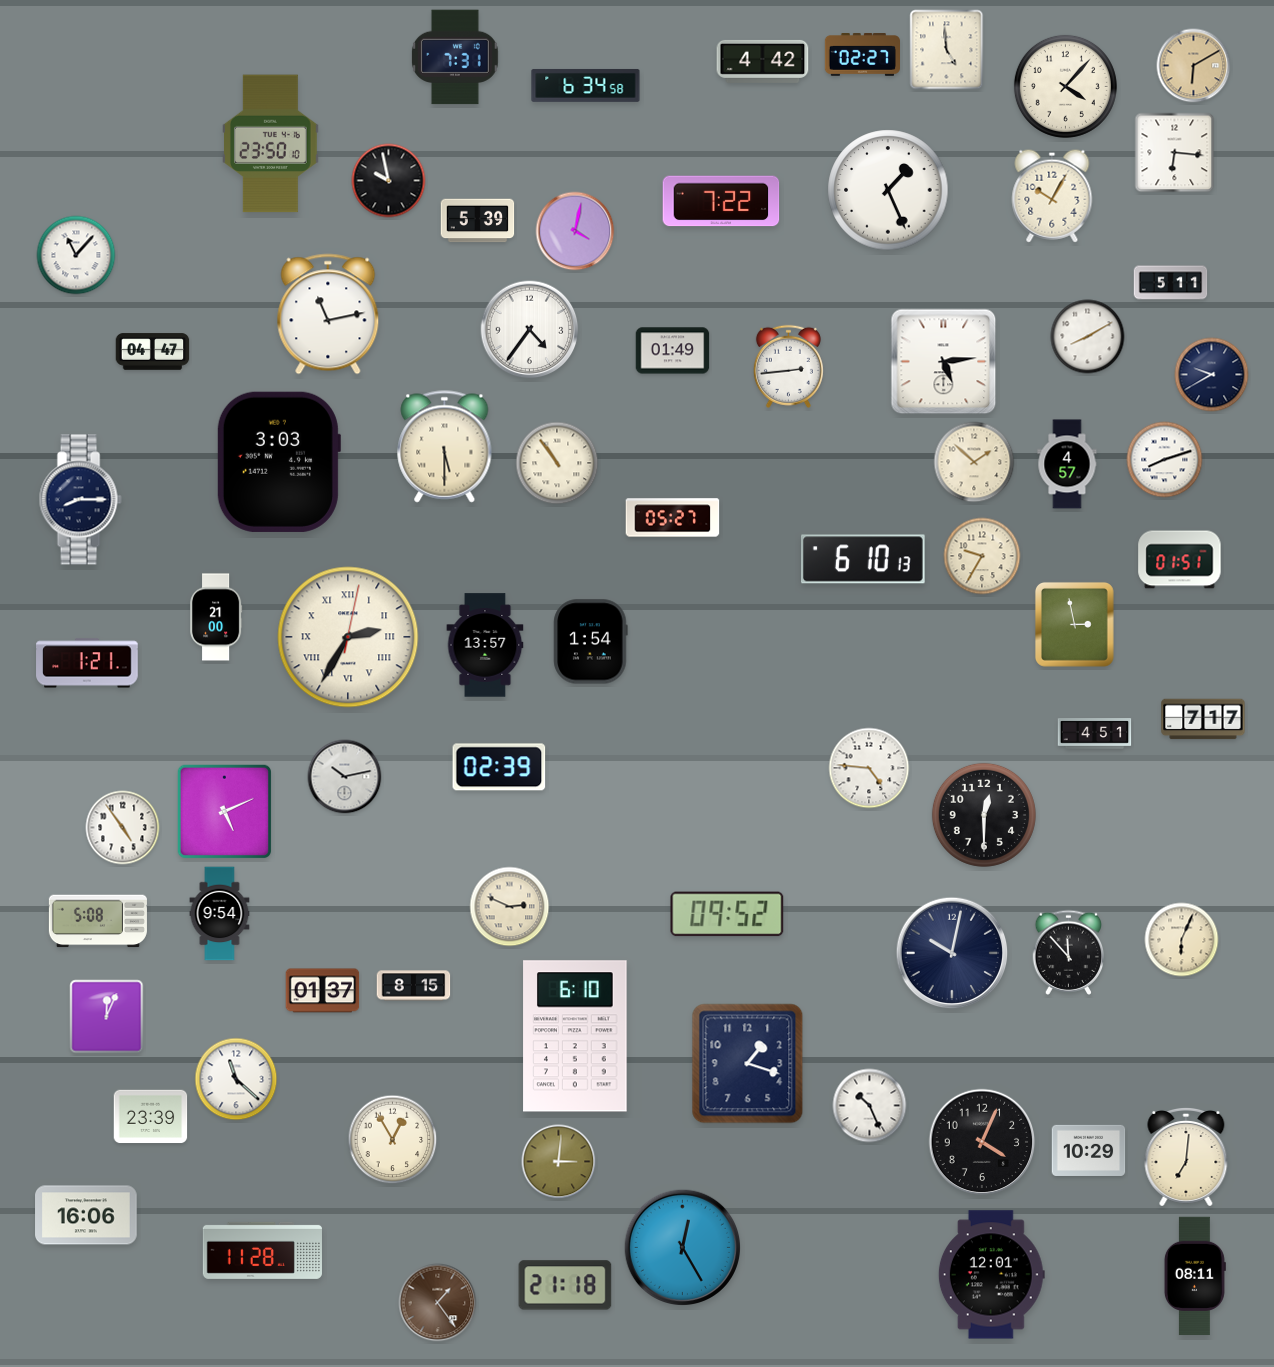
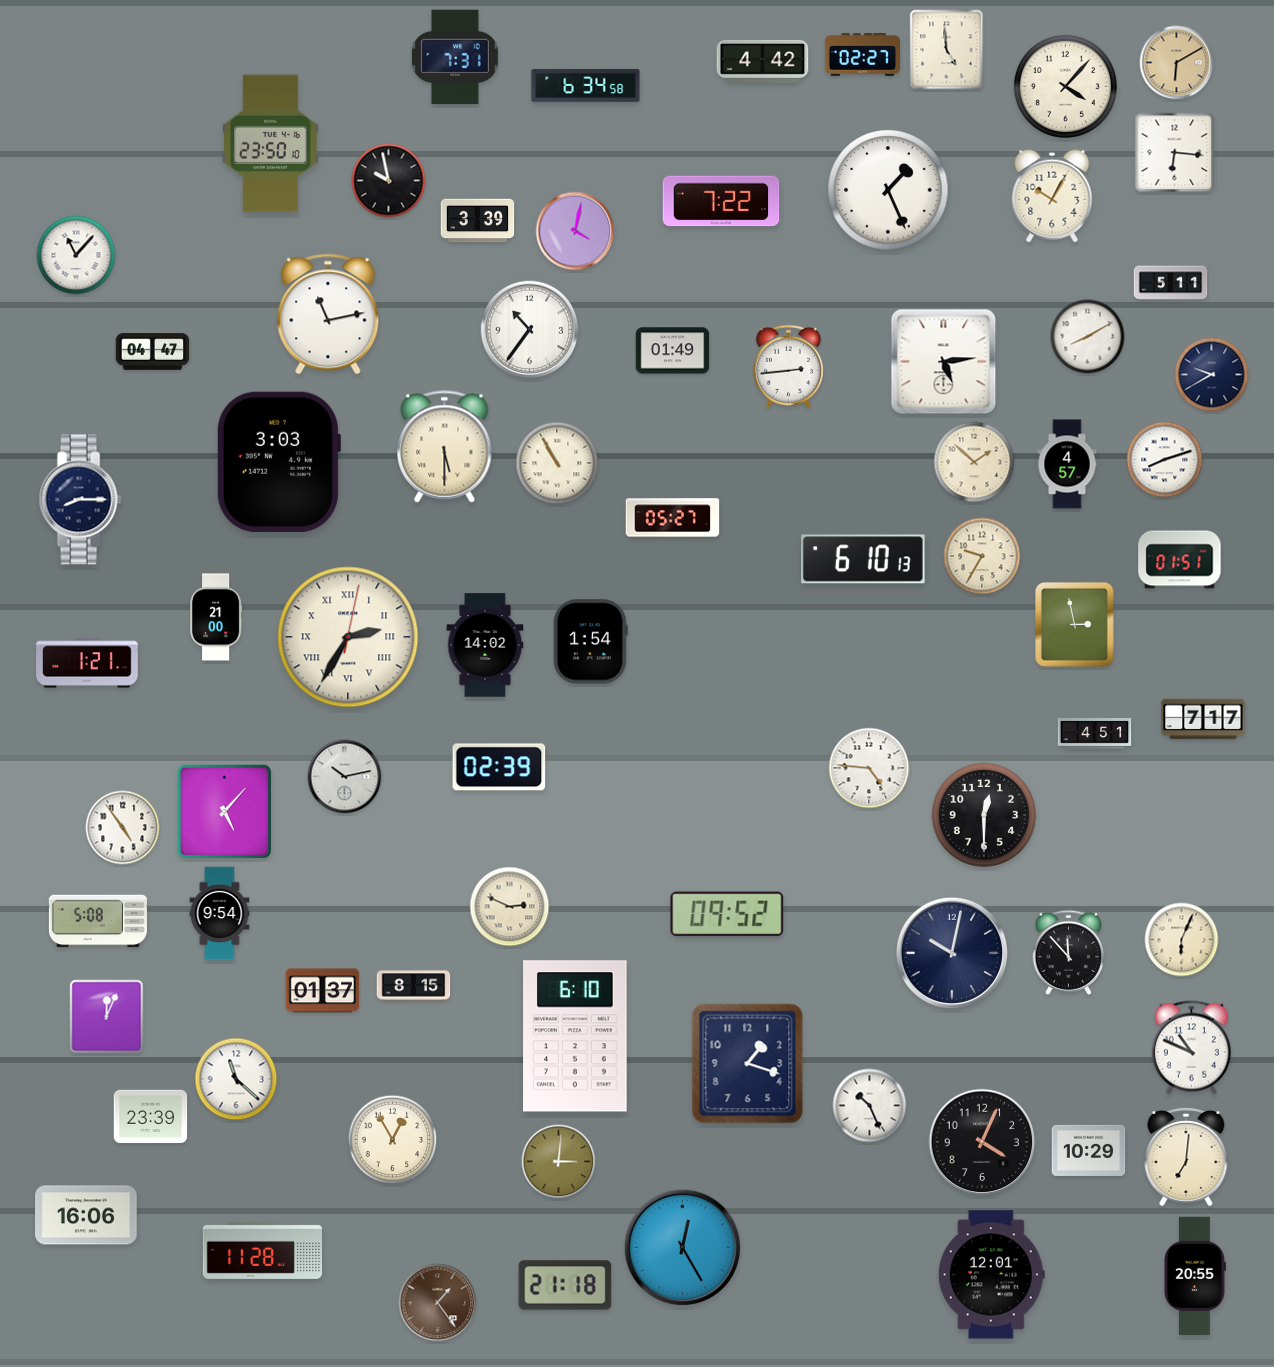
clock at (1194, 66) position: (1194, 66) -> (1177, 63)
clock at (478, 221): 5:39 -> 3:39
clock at (530, 330): 4:36 -> 10:36
clock at (557, 463): 10:54 -> 10:55
clock at (485, 645): 13:57 -> 14:02
clock at (224, 811): 5:11 -> 5:07
clock at (1191, 1048): none -> 10:49
clock at (1195, 1276): 08:11 -> 20:55
